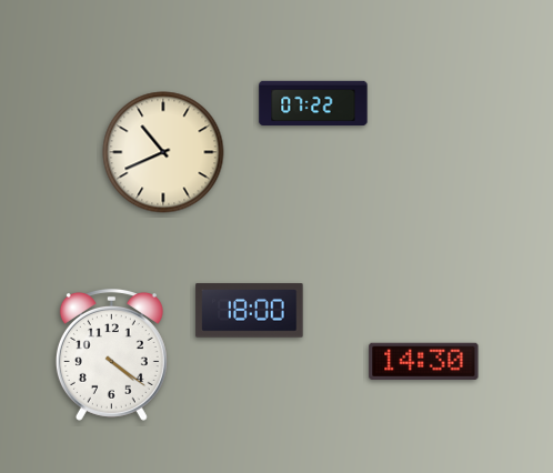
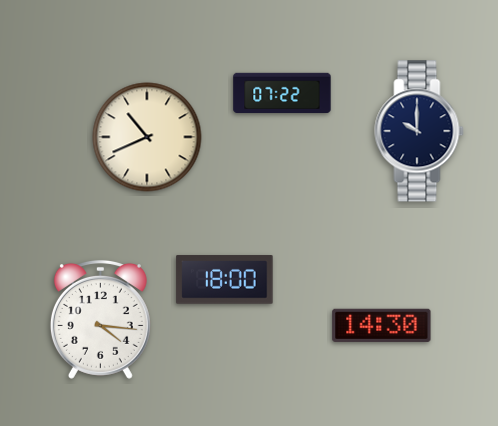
clock at (419, 131): none -> 10:00
clock at (111, 354): 4:21 -> 4:16
